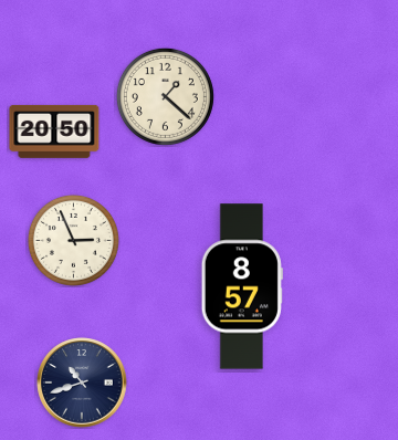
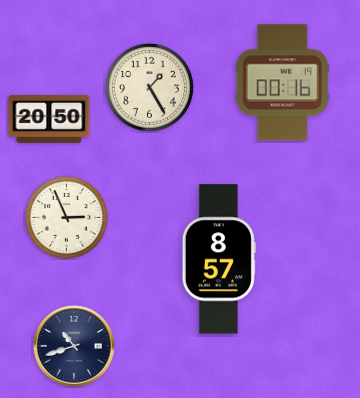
clock at (282, 83): none -> 00:16
clock at (165, 96): 1:22 -> 1:25
